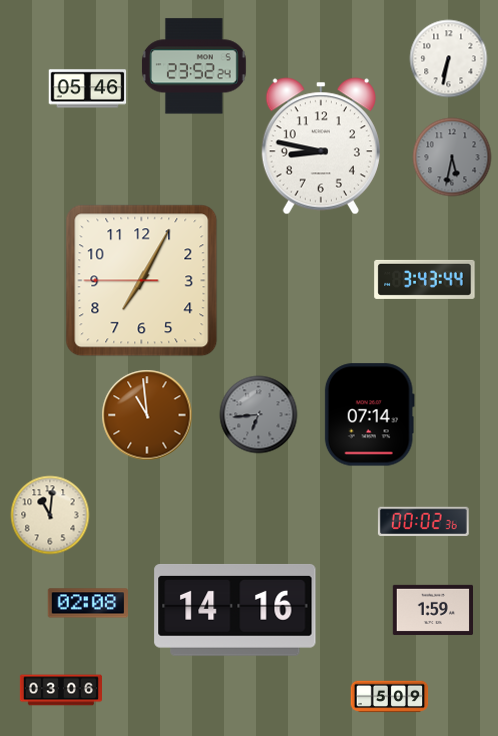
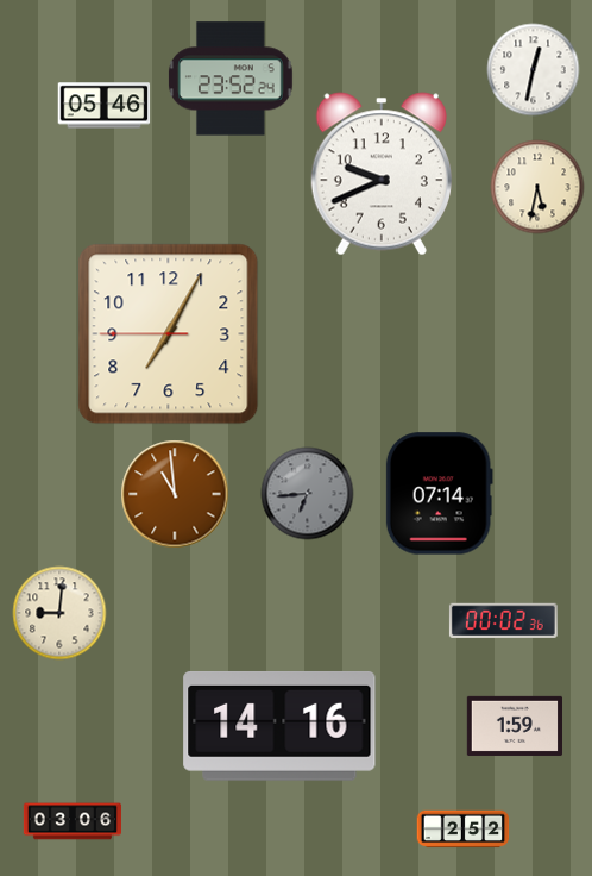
clock at (448, 58): 6:32 -> 12:32
clock at (321, 146): 8:47 -> 9:41
clock at (452, 157) dial: grey -> cream
clock at (425, 279): 3:43 -> none
clock at (50, 515): 11:01 -> 9:01
clock at (87, 603): 02:08 -> none
clock at (389, 697): 5:09 -> 2:52
